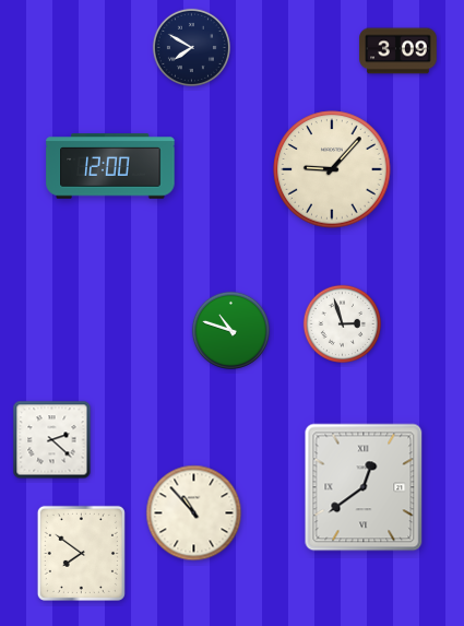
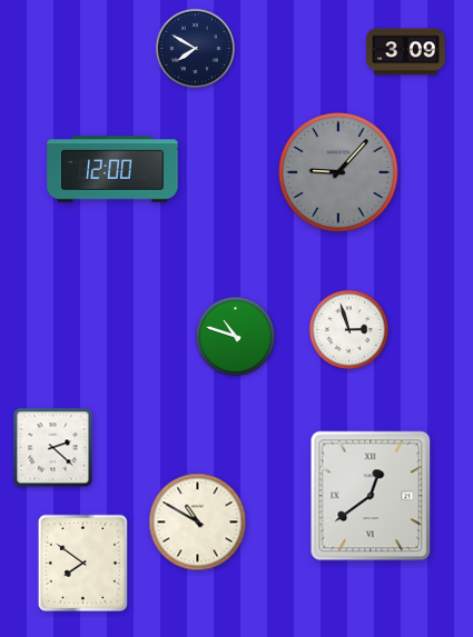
clock at (332, 169) dial: cream -> grey
clock at (194, 513): 10:53 -> 10:50
